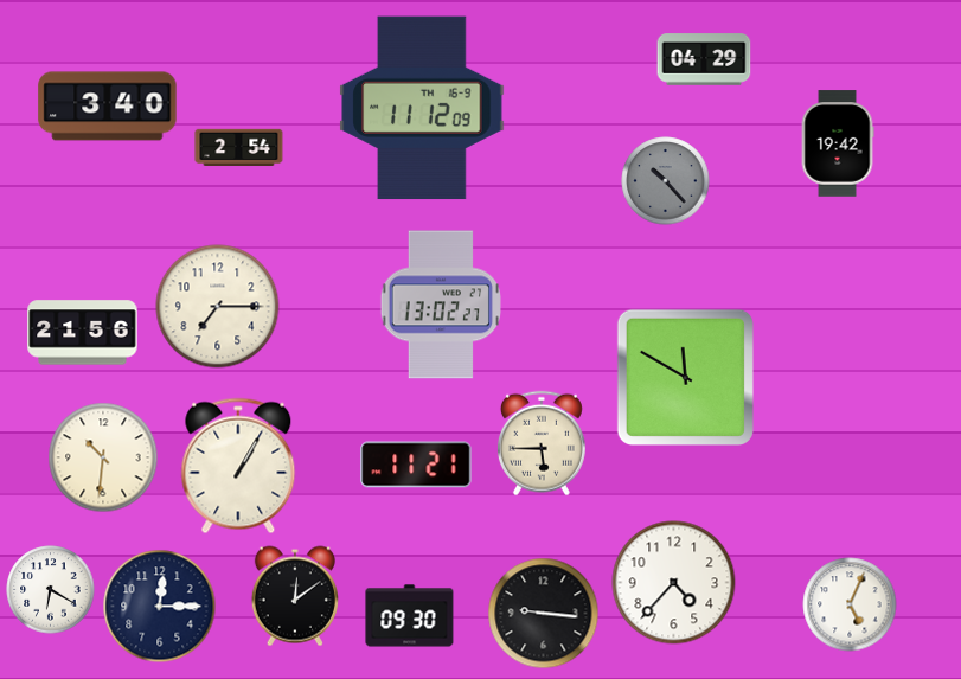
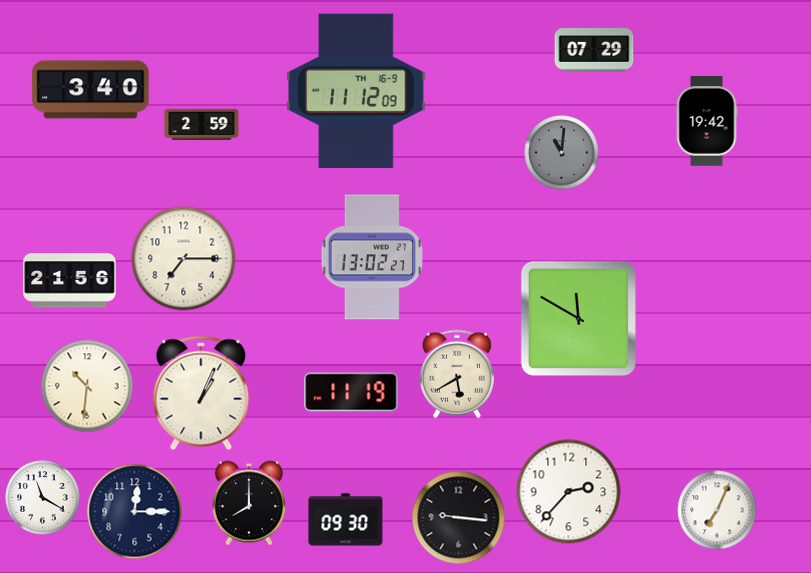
clock at (704, 59): 04:29 -> 07:29
clock at (239, 147): 2:54 -> 2:59
clock at (666, 181): 10:23 -> 11:01
clock at (542, 443): 5:45 -> 5:40
clock at (416, 465): 11:21 -> 11:19
clock at (238, 466): 1:05 -> 1:04
clock at (674, 583): 4:37 -> 2:37
clock at (51, 590): 6:20 -> 11:20
clock at (295, 596): 12:09 -> 8:00
clock at (850, 604): 5:04 -> 7:04
